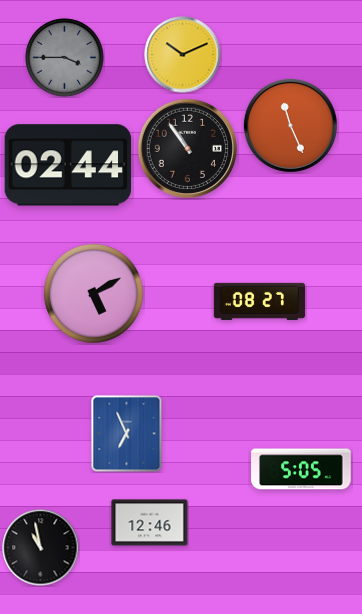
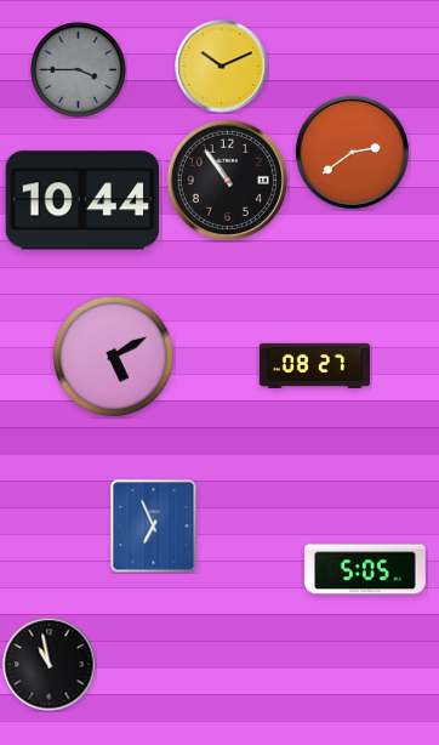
clock at (290, 125): 11:26 -> 2:39
clock at (68, 165): 02:44 -> 10:44
clock at (150, 523): 12:46 -> none
